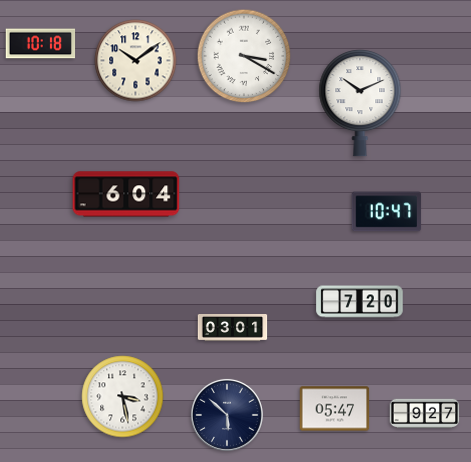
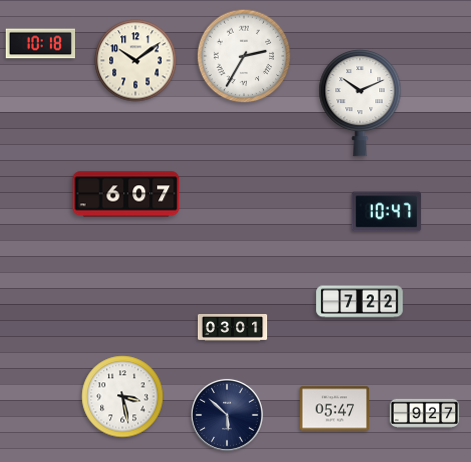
clock at (244, 56): 3:20 -> 2:35
clock at (126, 194): 6:04 -> 6:07
clock at (360, 302): 7:20 -> 7:22
